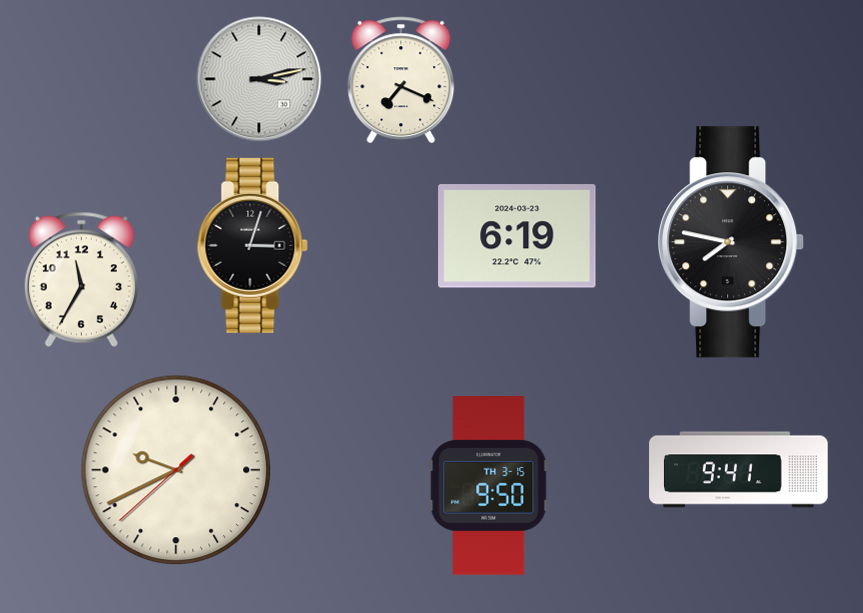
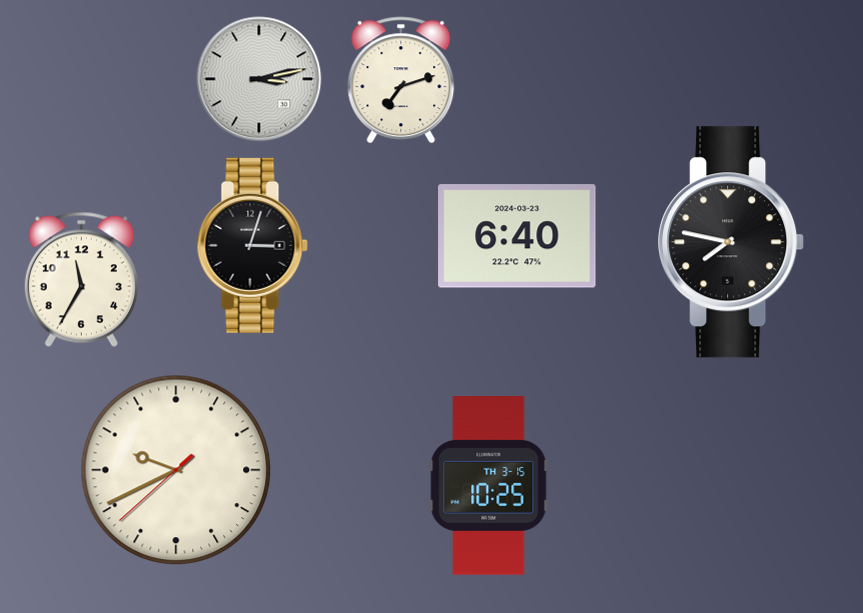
clock at (401, 80): 7:19 -> 7:12
clock at (517, 236): 6:19 -> 6:40
clock at (739, 470): 9:41 -> none
clock at (489, 486): 9:50 -> 10:25
